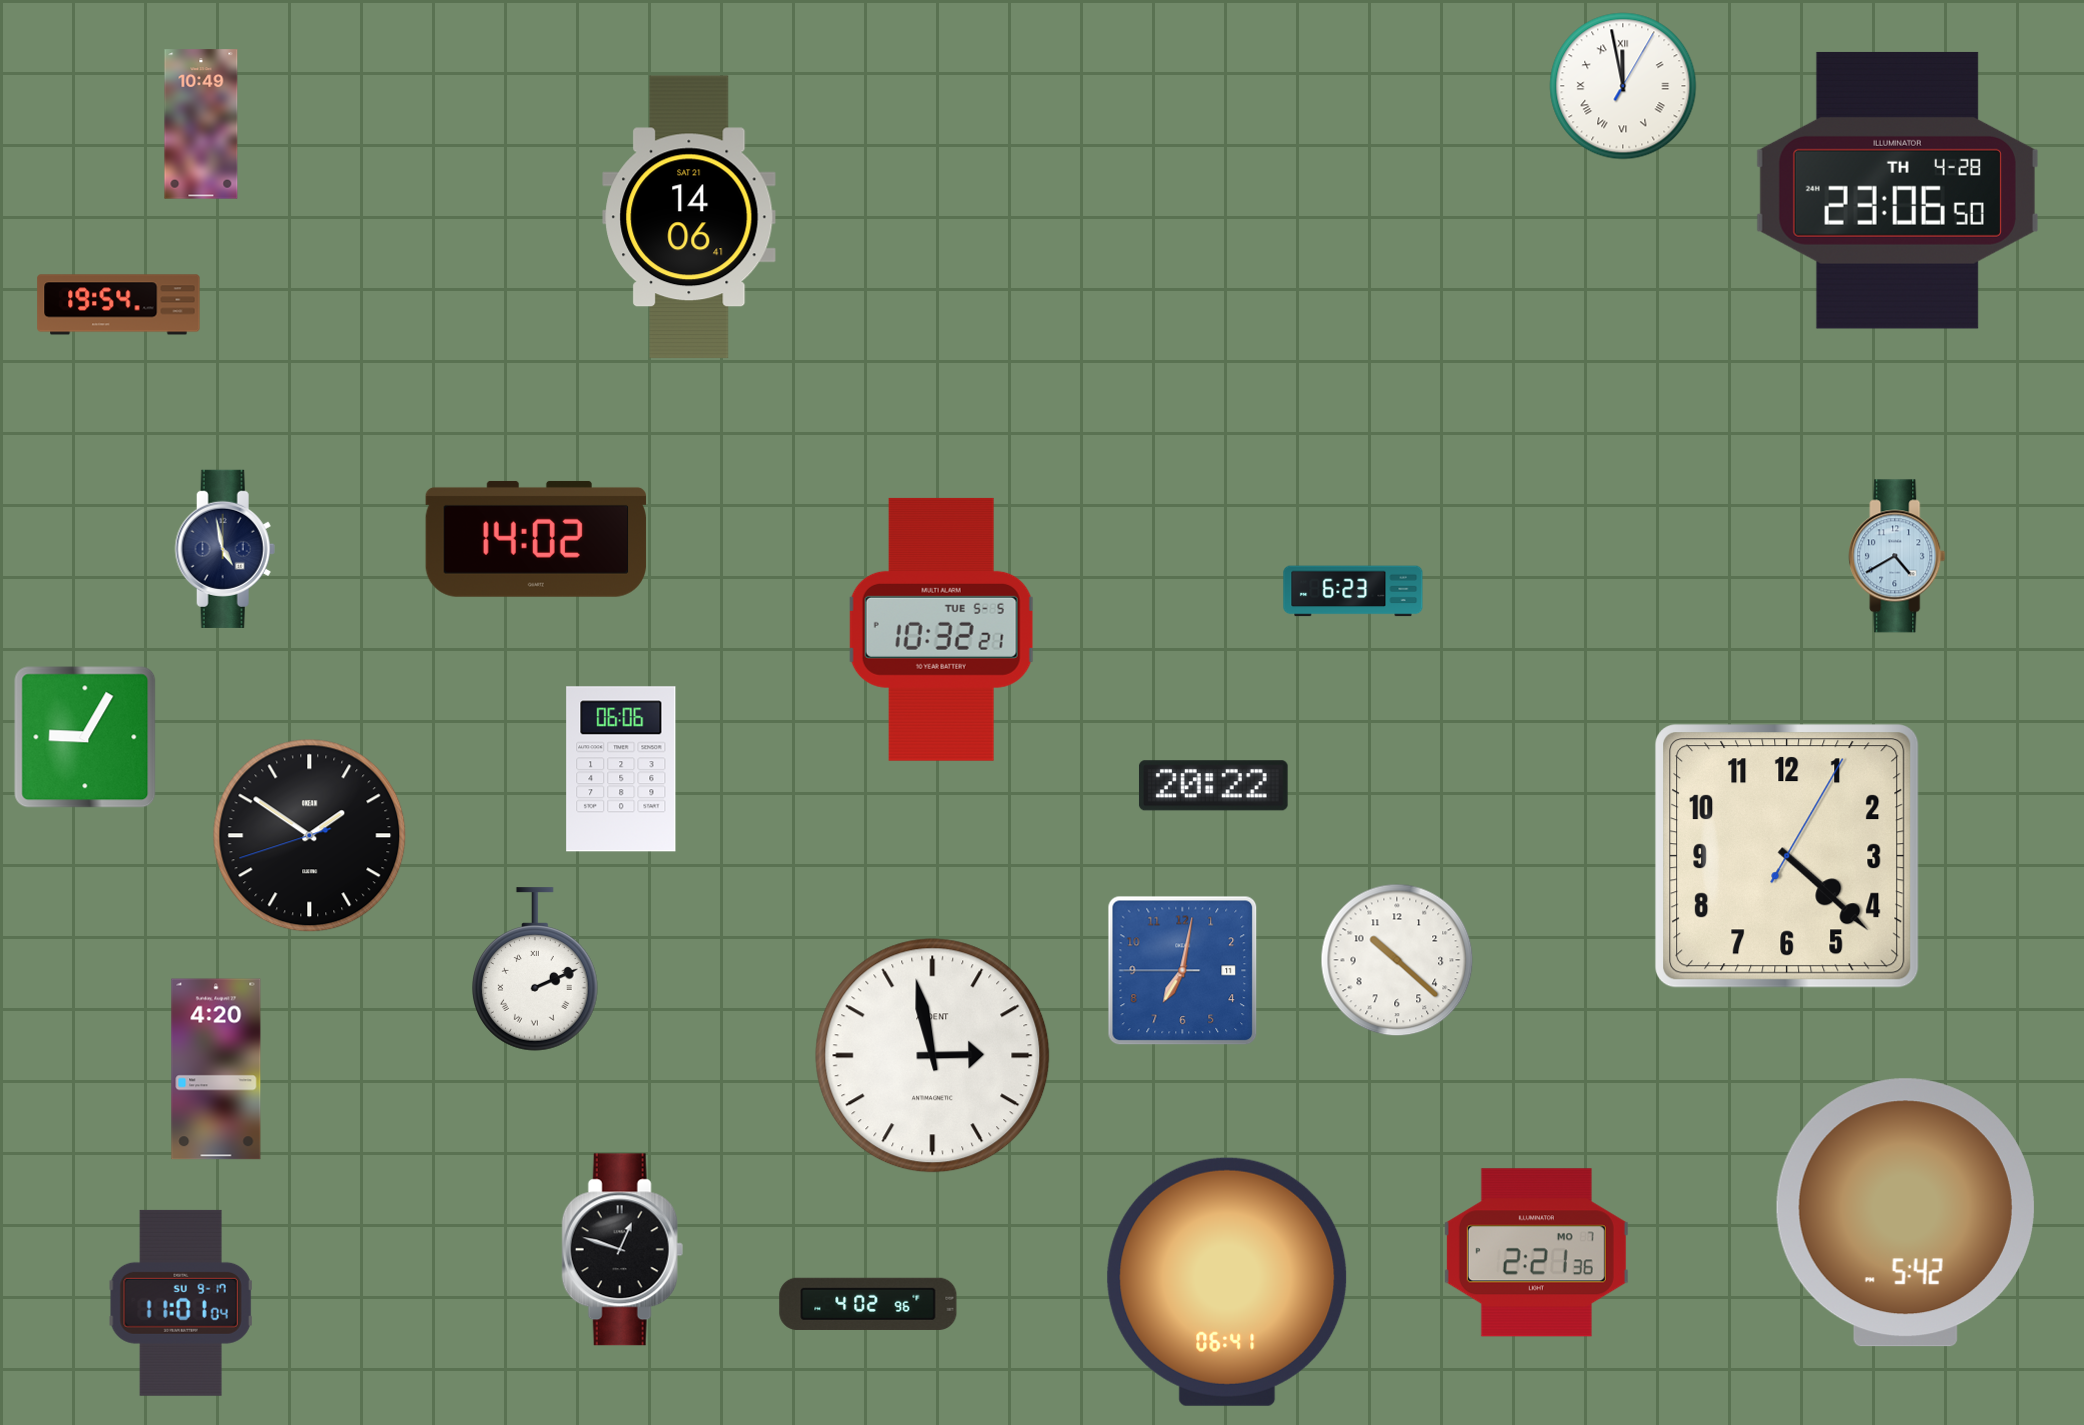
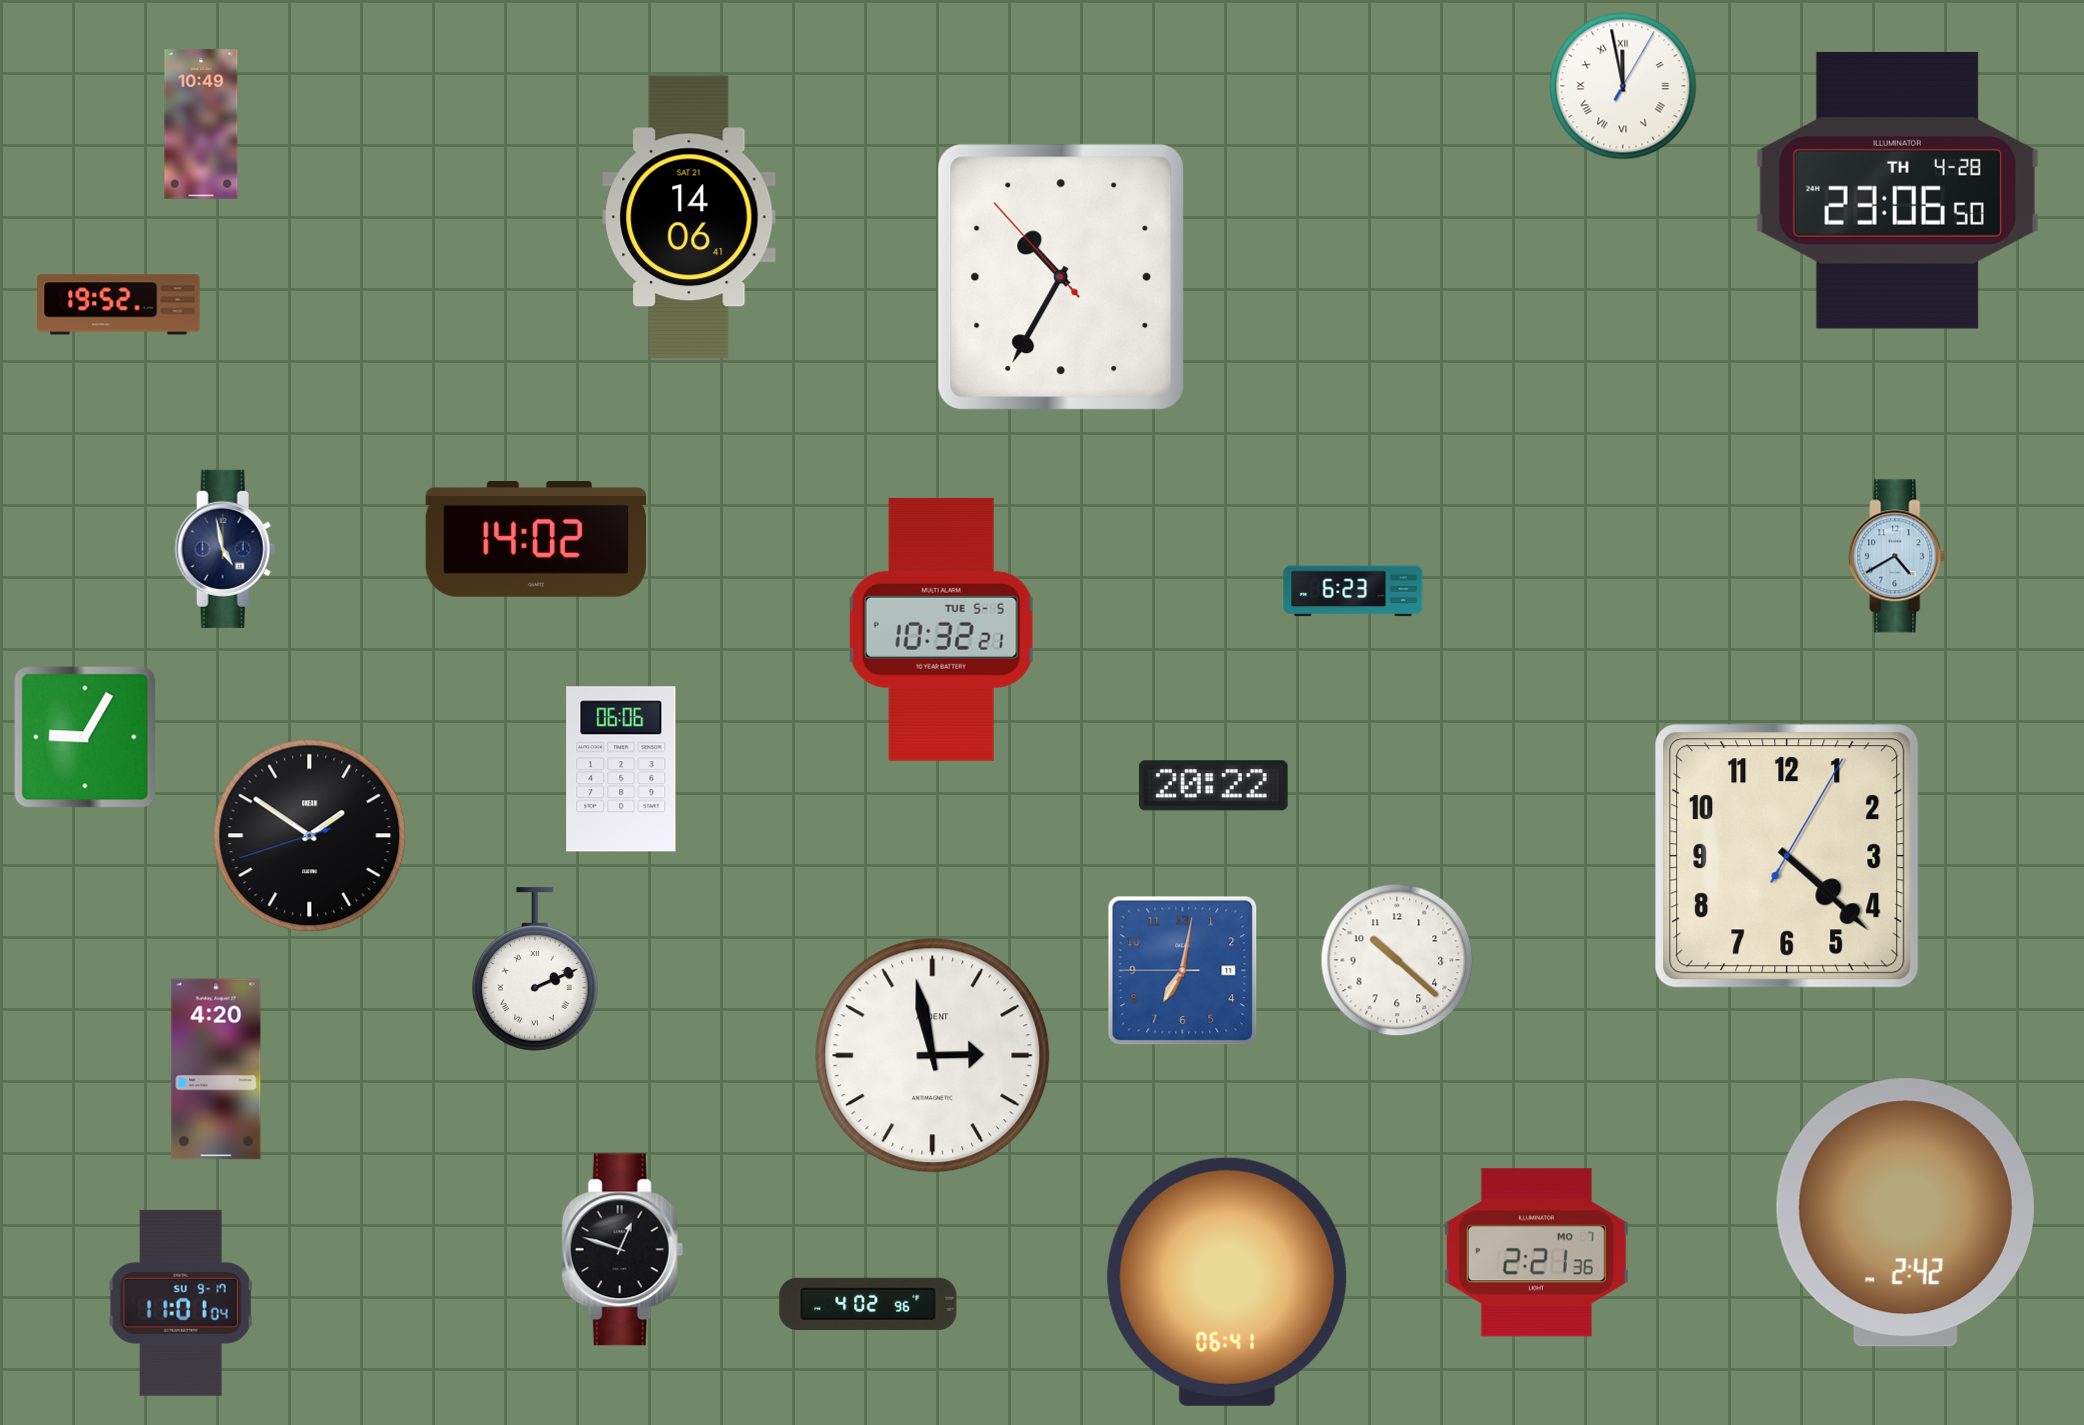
clock at (1061, 276): none -> 10:34
clock at (119, 305): 19:54 -> 19:52
clock at (1905, 1213): 5:42 -> 2:42
